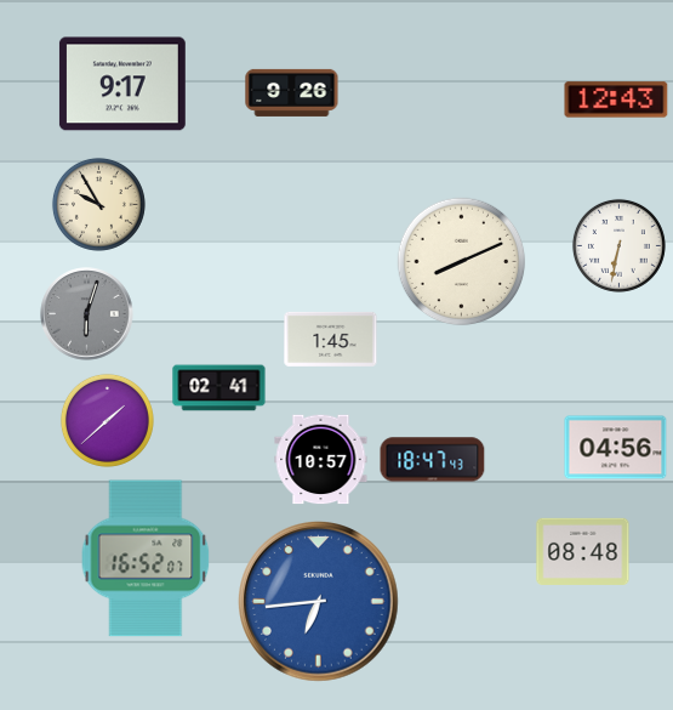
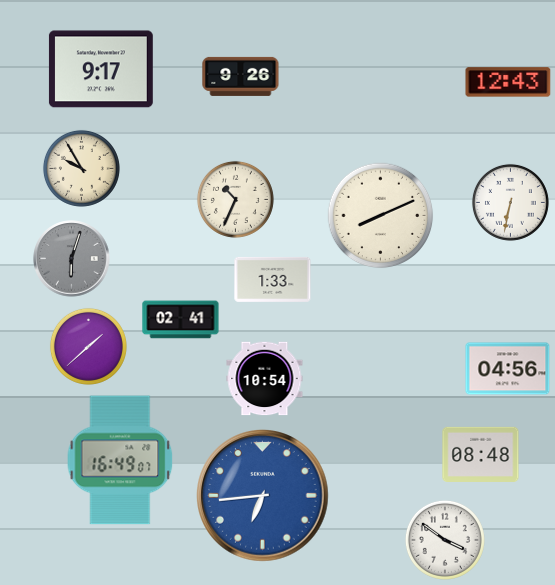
clock at (235, 199): none -> 10:34
clock at (331, 339): 1:45 -> 1:33
clock at (321, 460): 10:57 -> 10:54
clock at (433, 460): 18:47 -> none
clock at (146, 558): 16:52 -> 16:49
clock at (445, 540): none -> 3:51
